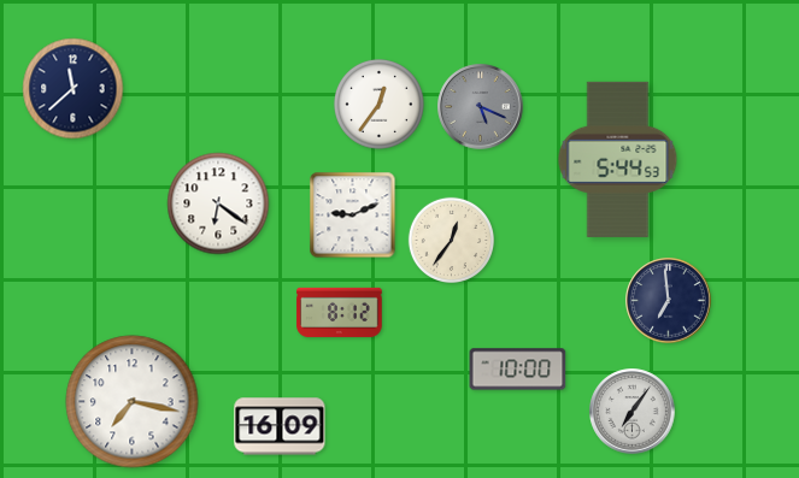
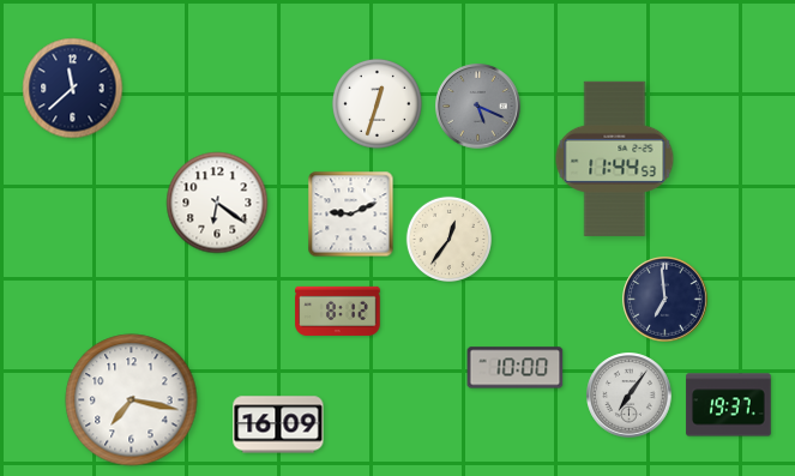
clock at (378, 104): 12:36 -> 12:33
clock at (618, 159): 5:44 -> 11:44
clock at (729, 405): none -> 19:37
clock at (633, 412) position: (633, 412) -> (630, 396)
